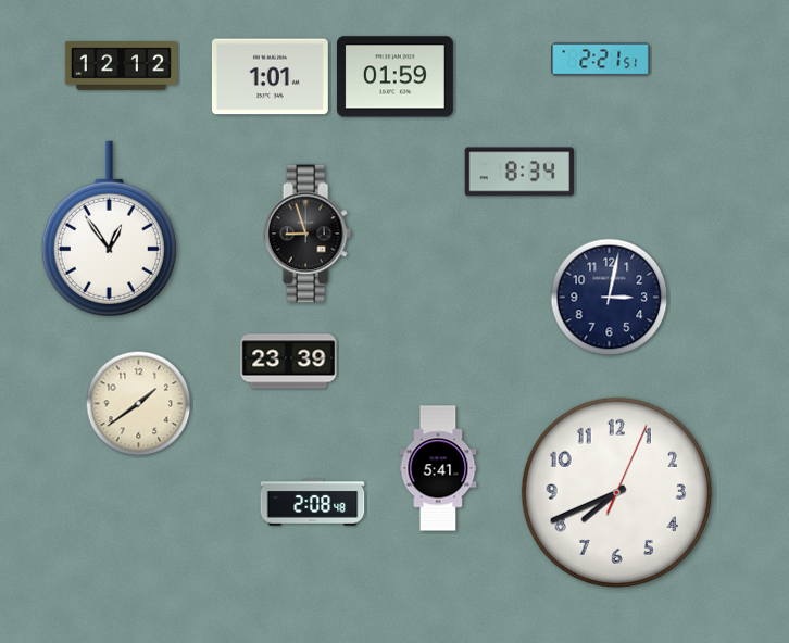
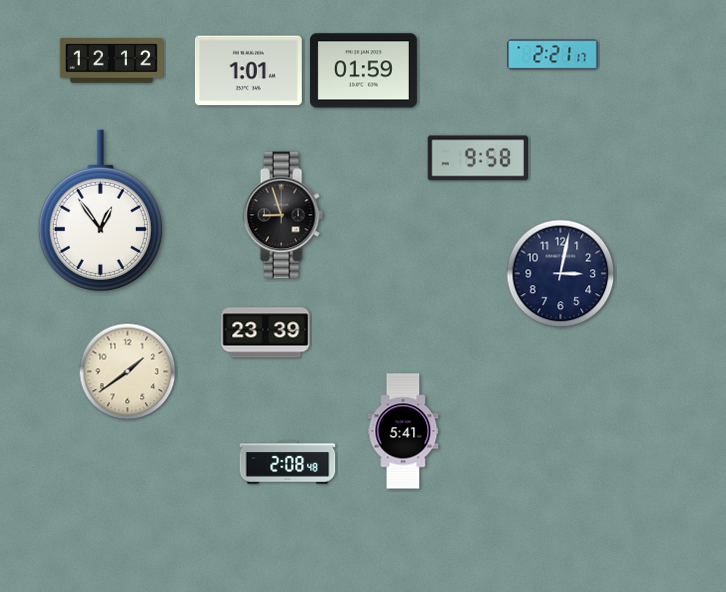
clock at (601, 60): 2:21:51 -> 2:21:17
clock at (518, 172): 8:34 -> 9:58
clock at (616, 492): 7:41 -> none
